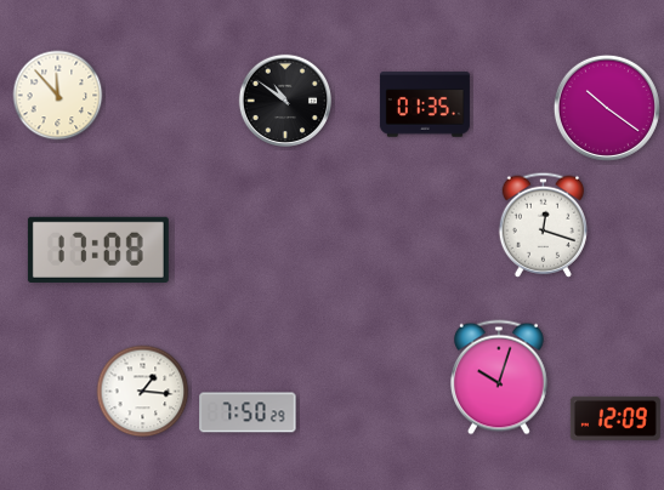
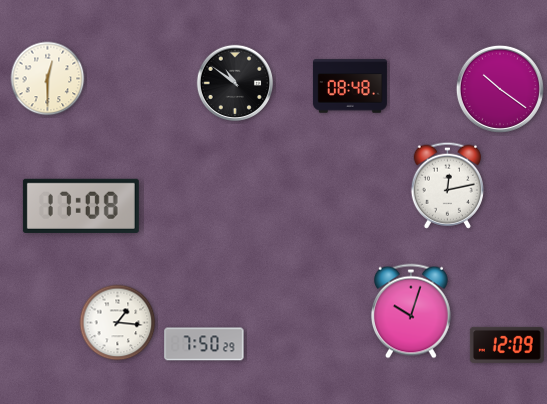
clock at (58, 96): 11:53 -> 12:30
clock at (425, 104): 01:35 -> 08:48
clock at (543, 224): 12:18 -> 12:13
clock at (248, 412) position: (248, 412) -> (204, 344)
